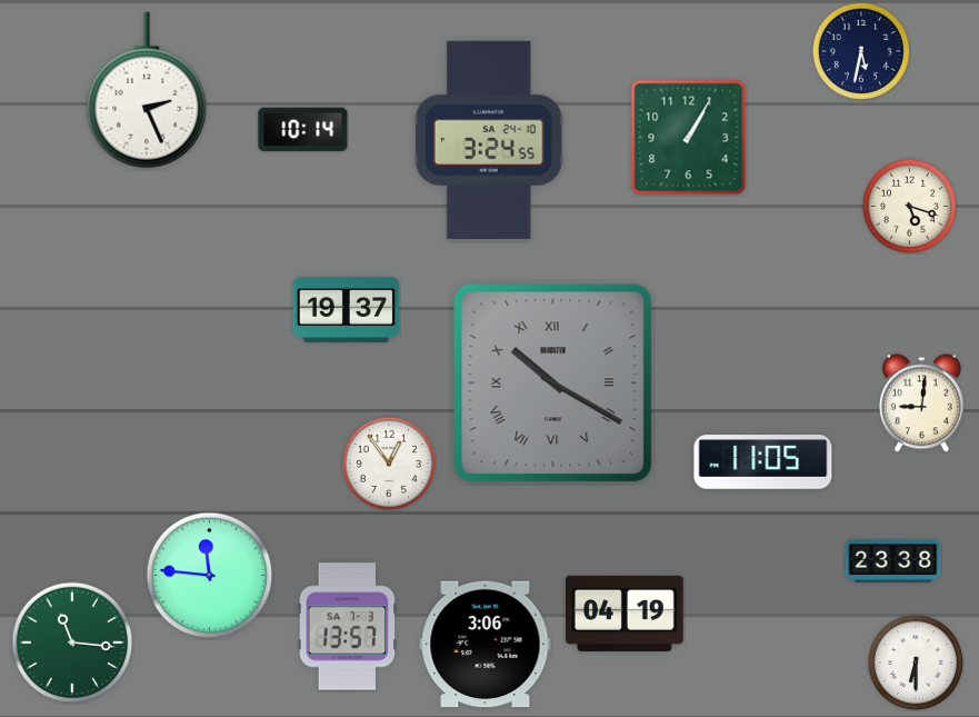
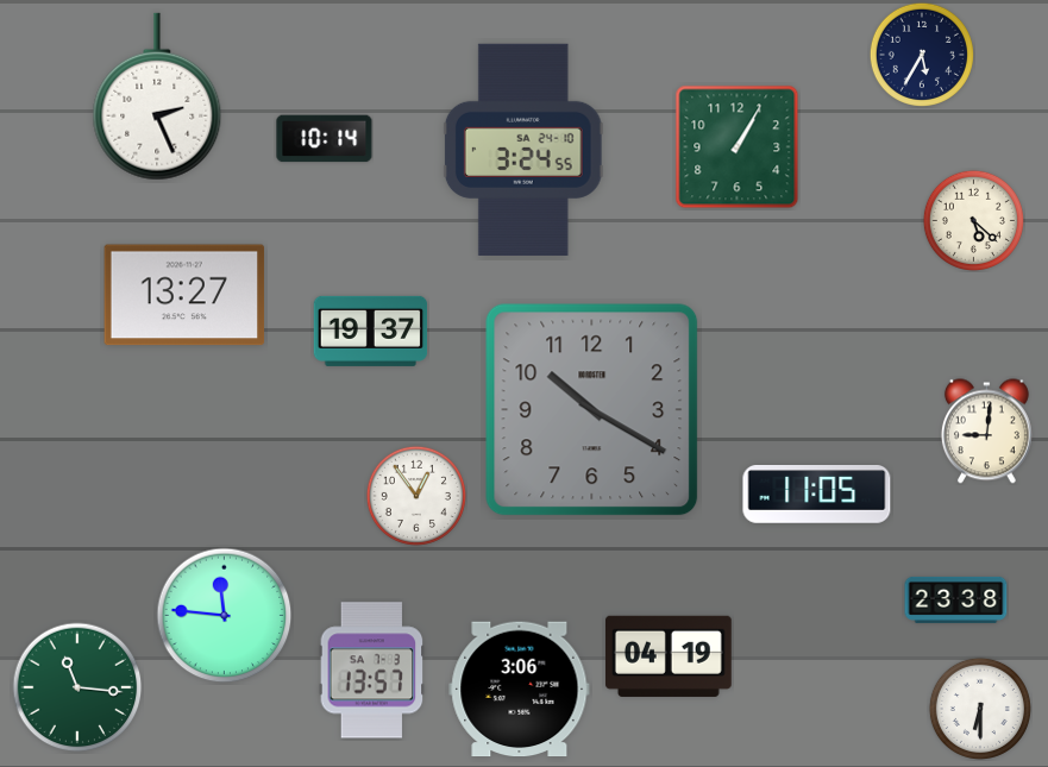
clock at (861, 51): 5:32 -> 5:35
clock at (909, 206): 5:18 -> 5:22
clock at (184, 295): none -> 13:27
clock at (553, 384) numerals: Roman -> Arabic
